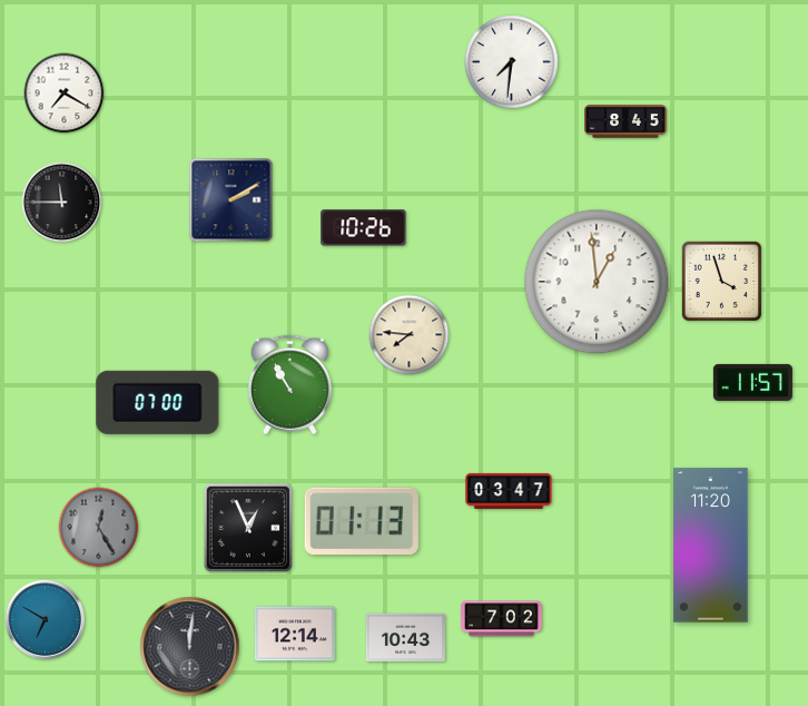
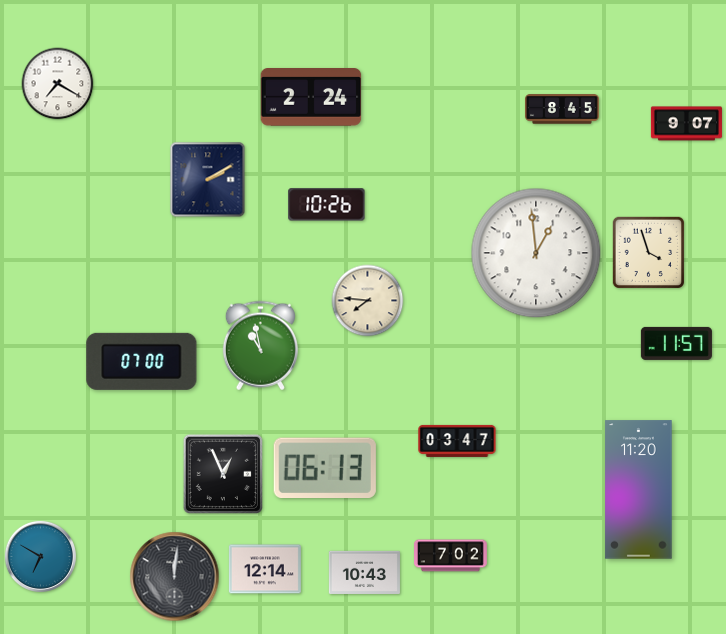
clock at (512, 62): 7:31 -> none
clock at (311, 98): none -> 2:24
clock at (686, 124): none -> 9:07
clock at (62, 203): 11:45 -> none
clock at (289, 385): 10:55 -> 10:58
clock at (362, 520): 01:13 -> 06:13
clock at (99, 528): 12:25 -> none
clock at (190, 647) position: (190, 647) -> (175, 577)
